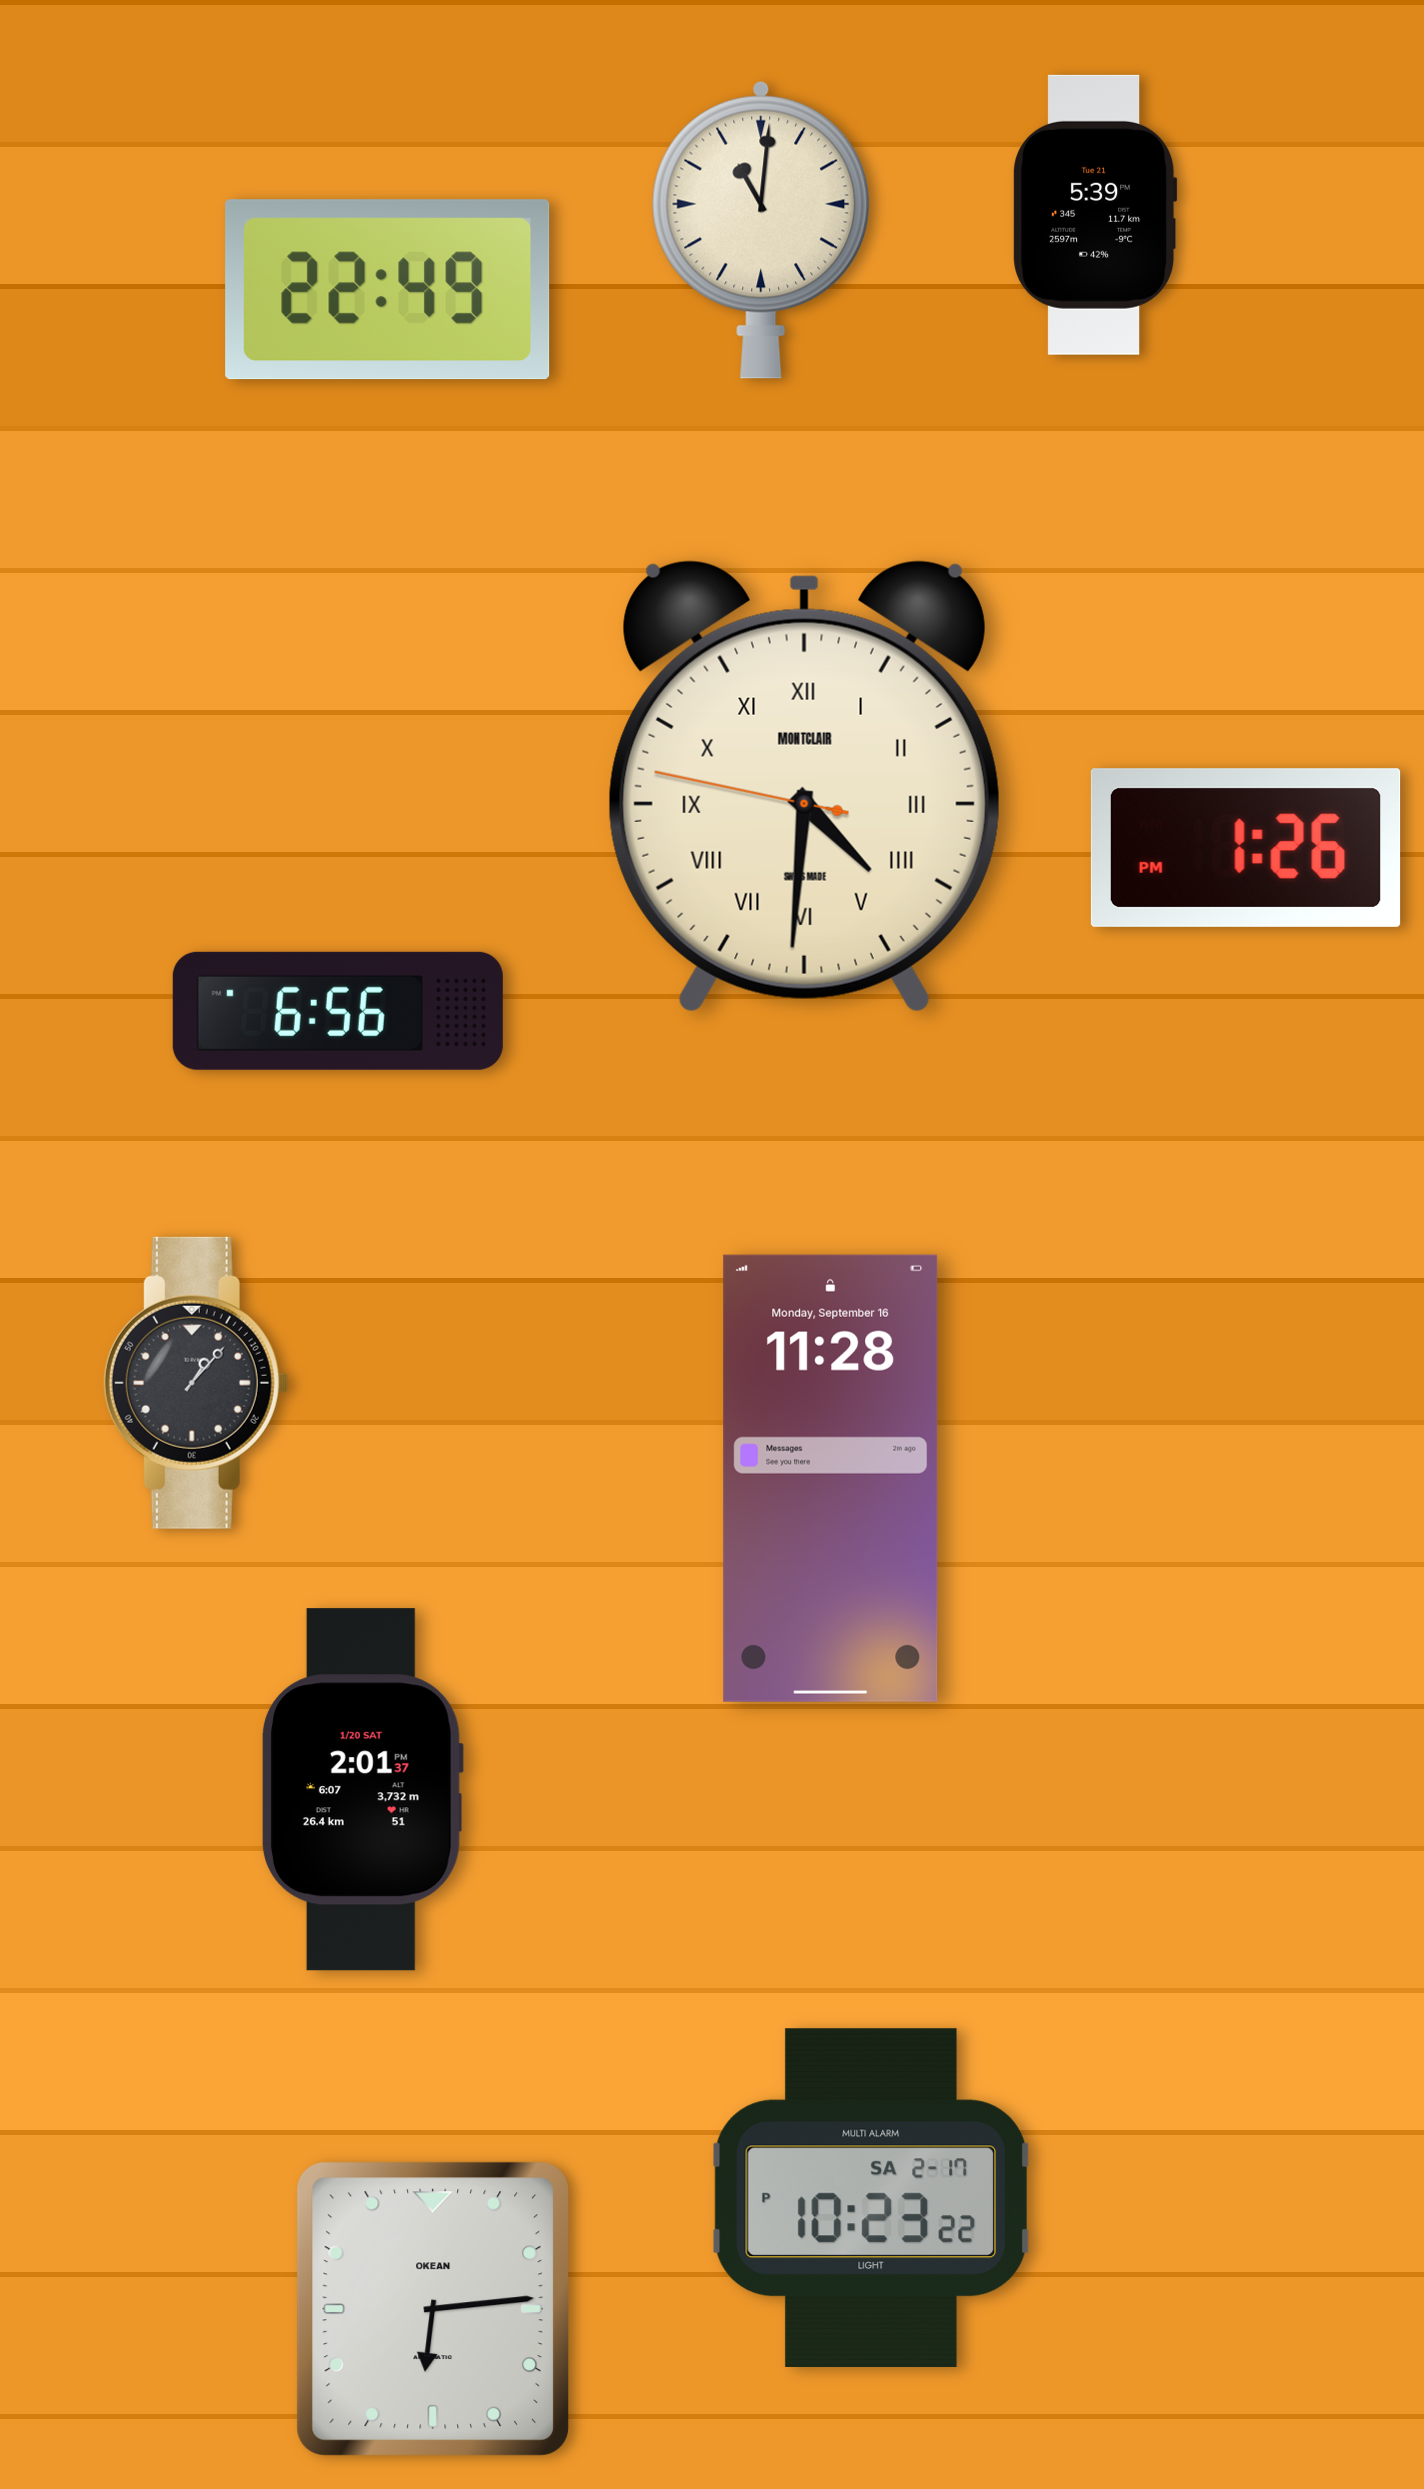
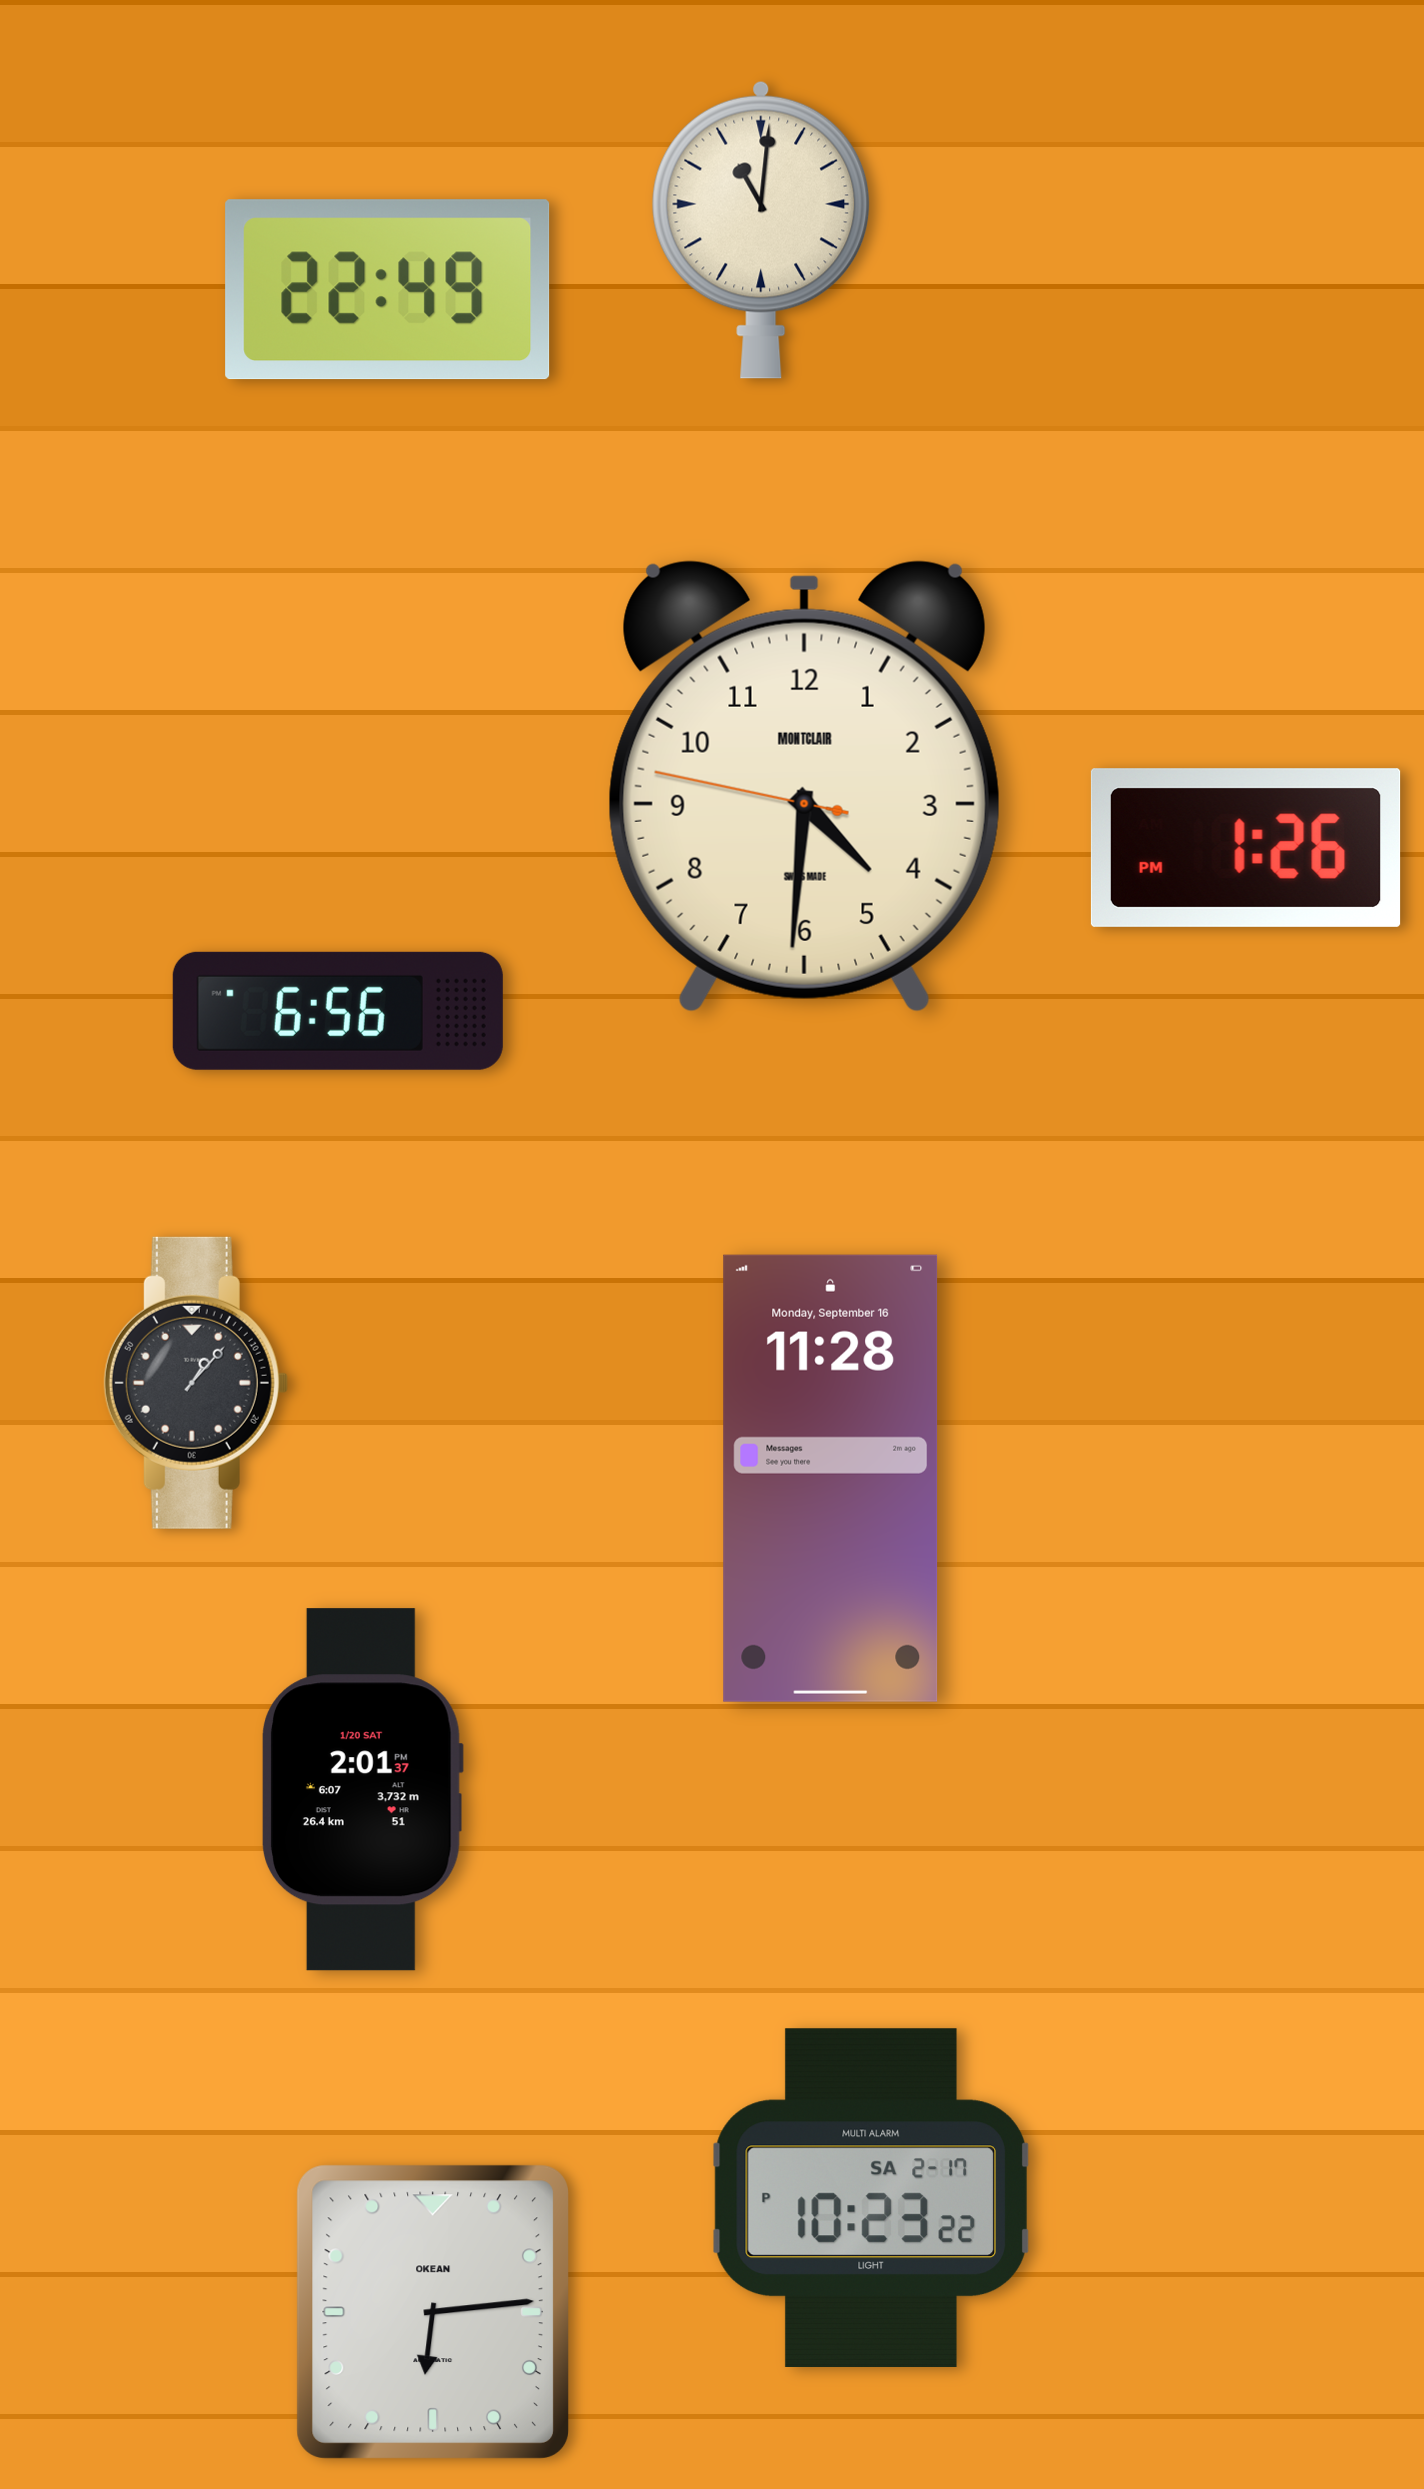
clock at (1095, 215): 5:39 -> none
clock at (804, 786) numerals: Roman -> Arabic
clock at (433, 2309) position: (433, 2309) -> (433, 2312)
